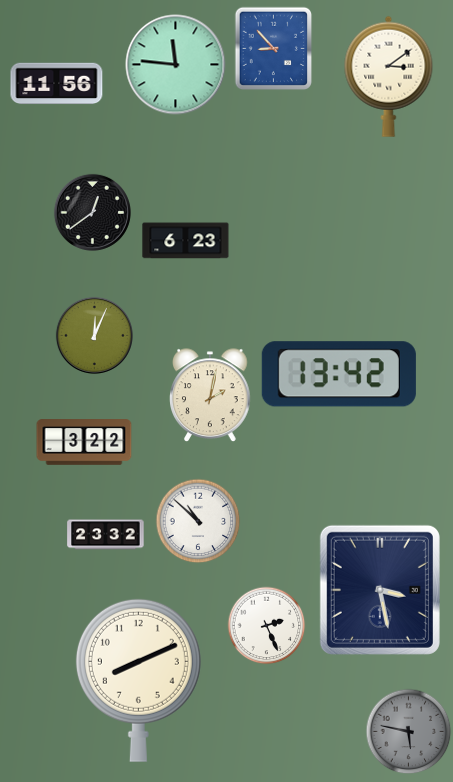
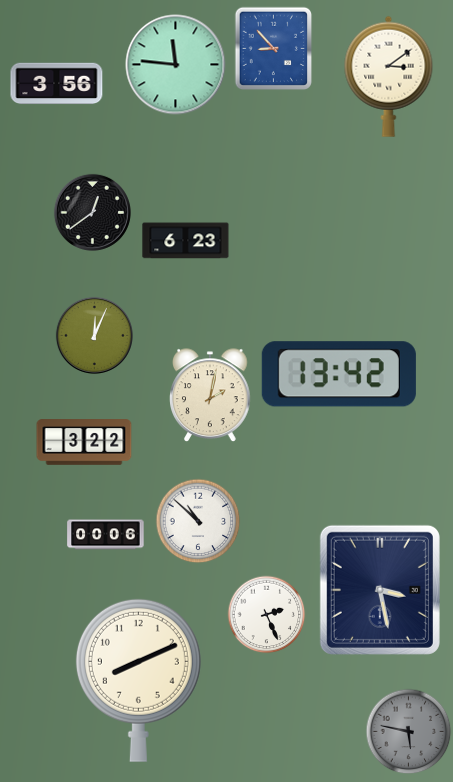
clock at (57, 84): 11:56 -> 3:56
clock at (106, 535): 23:32 -> 00:06
clock at (266, 625) position: (266, 625) -> (266, 614)
